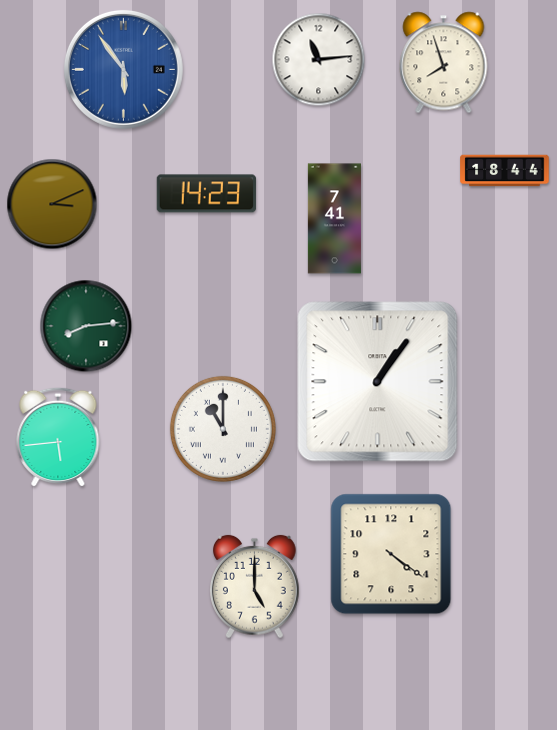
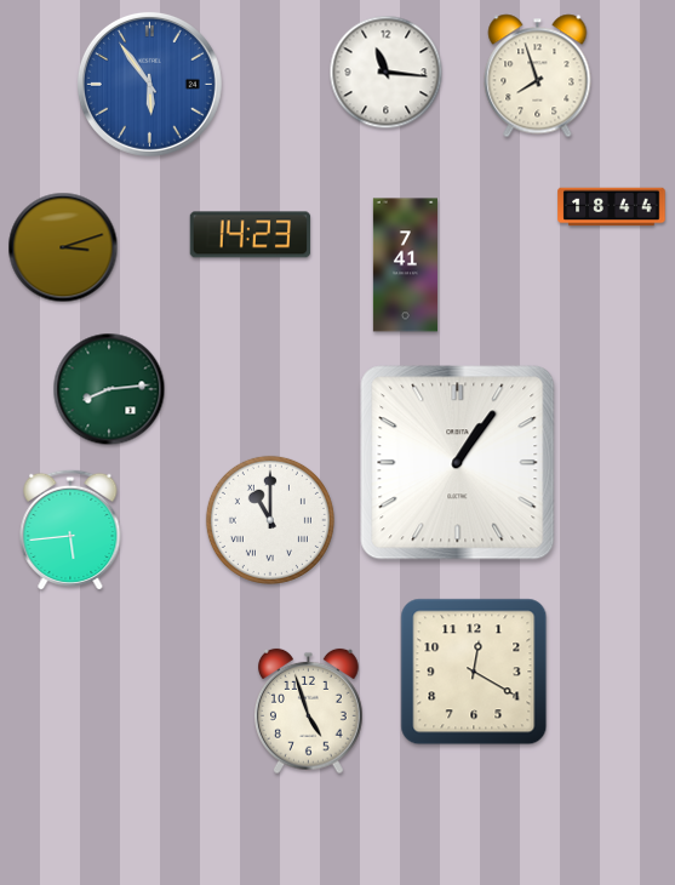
clock at (319, 60): 11:14 -> 11:16
clock at (52, 204): 3:11 -> 3:12
clock at (86, 326) position: (86, 326) -> (109, 389)
clock at (391, 554): 4:21 -> 12:20
clock at (255, 587): 5:00 -> 4:57
